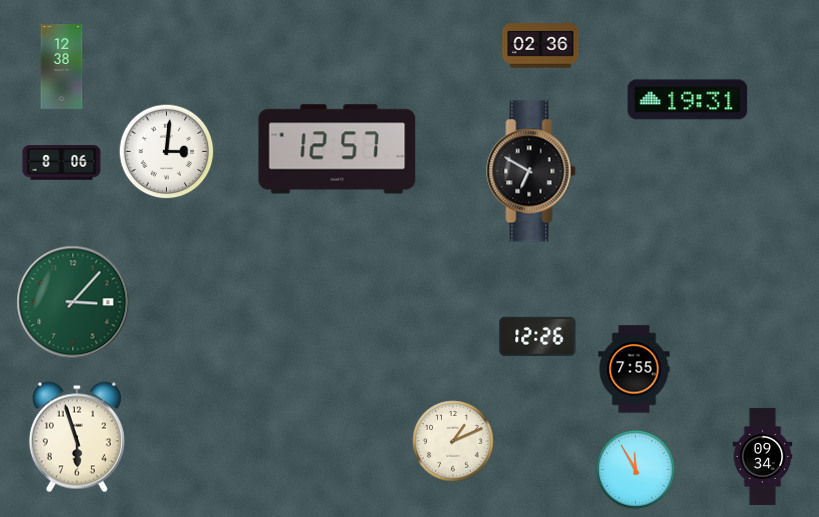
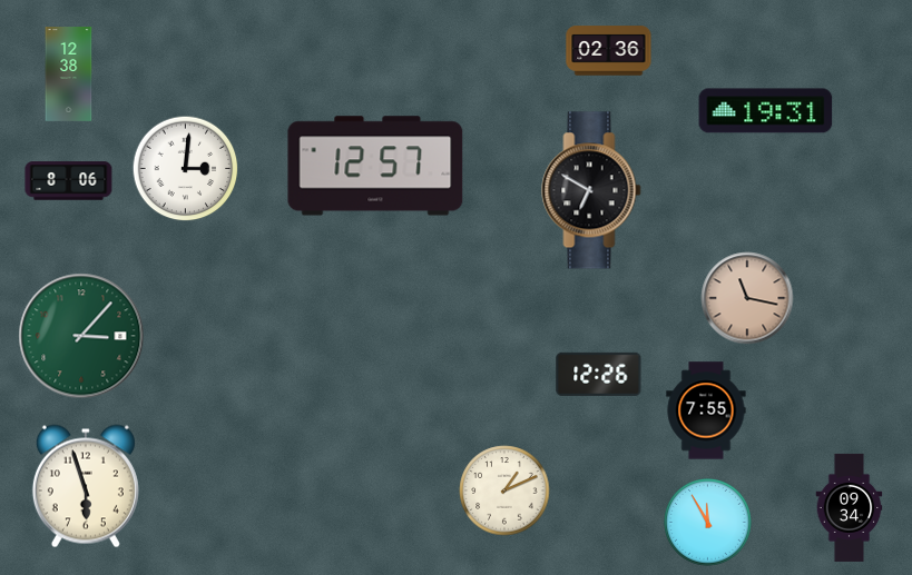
clock at (541, 46) position: (541, 46) -> (609, 51)
clock at (747, 298): none -> 11:17
